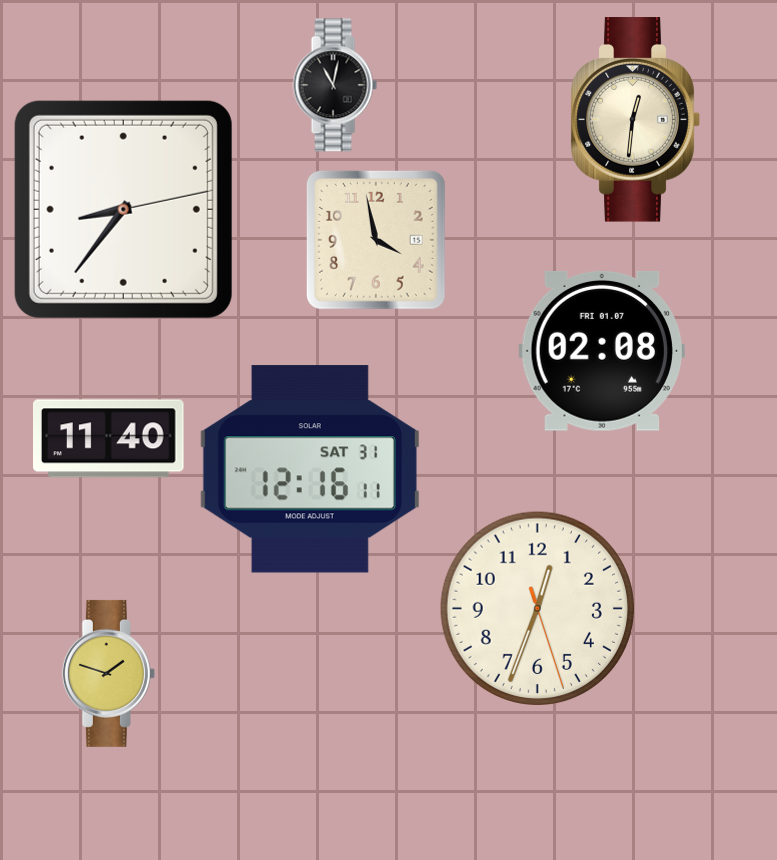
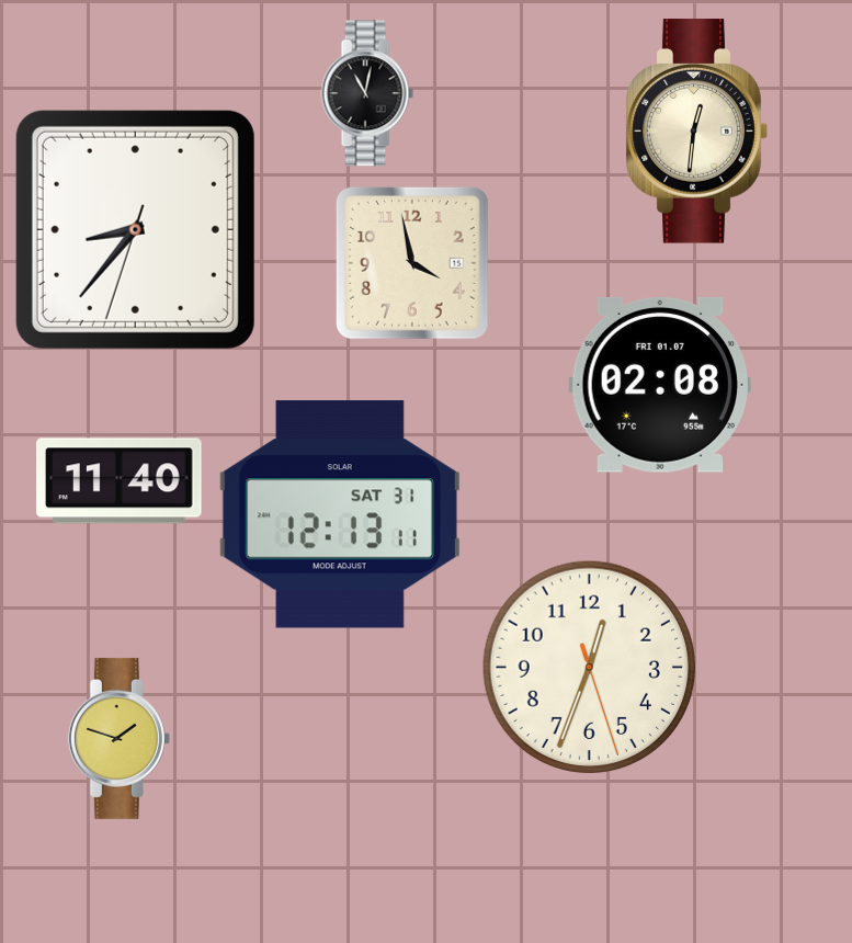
clock at (123, 209): 8:36:13 -> 8:36:33
clock at (310, 469): 12:16 -> 12:13
